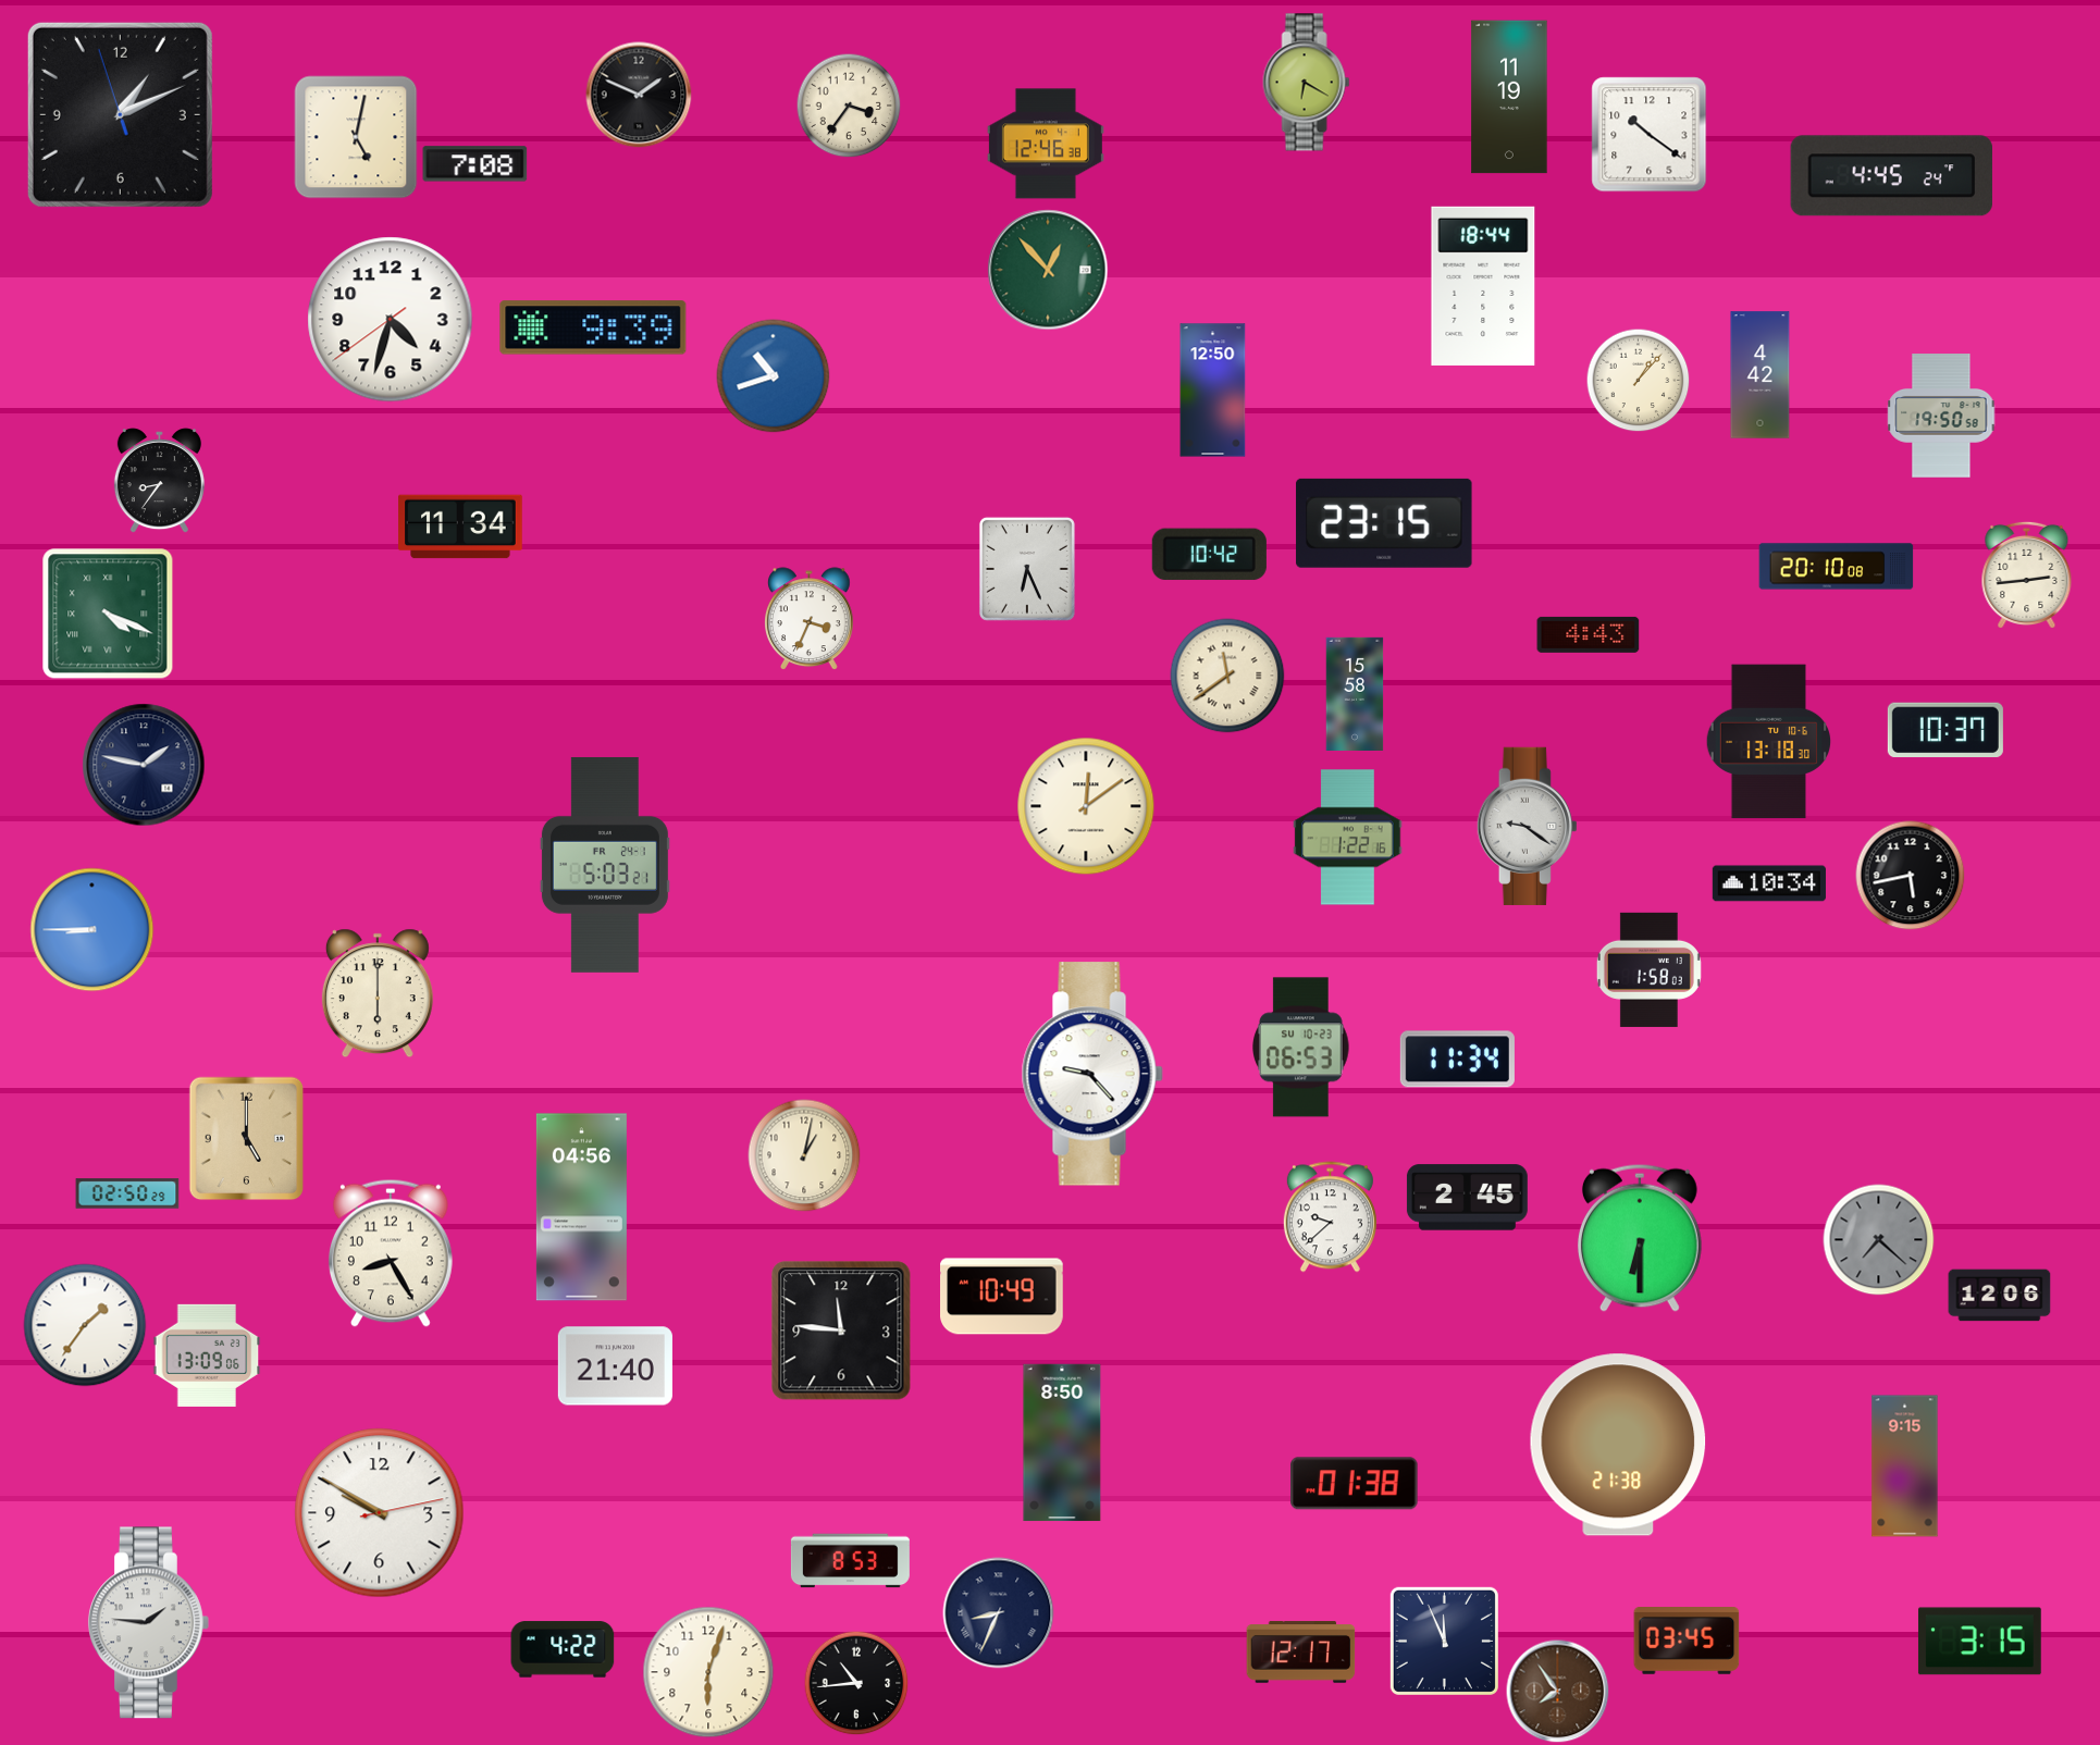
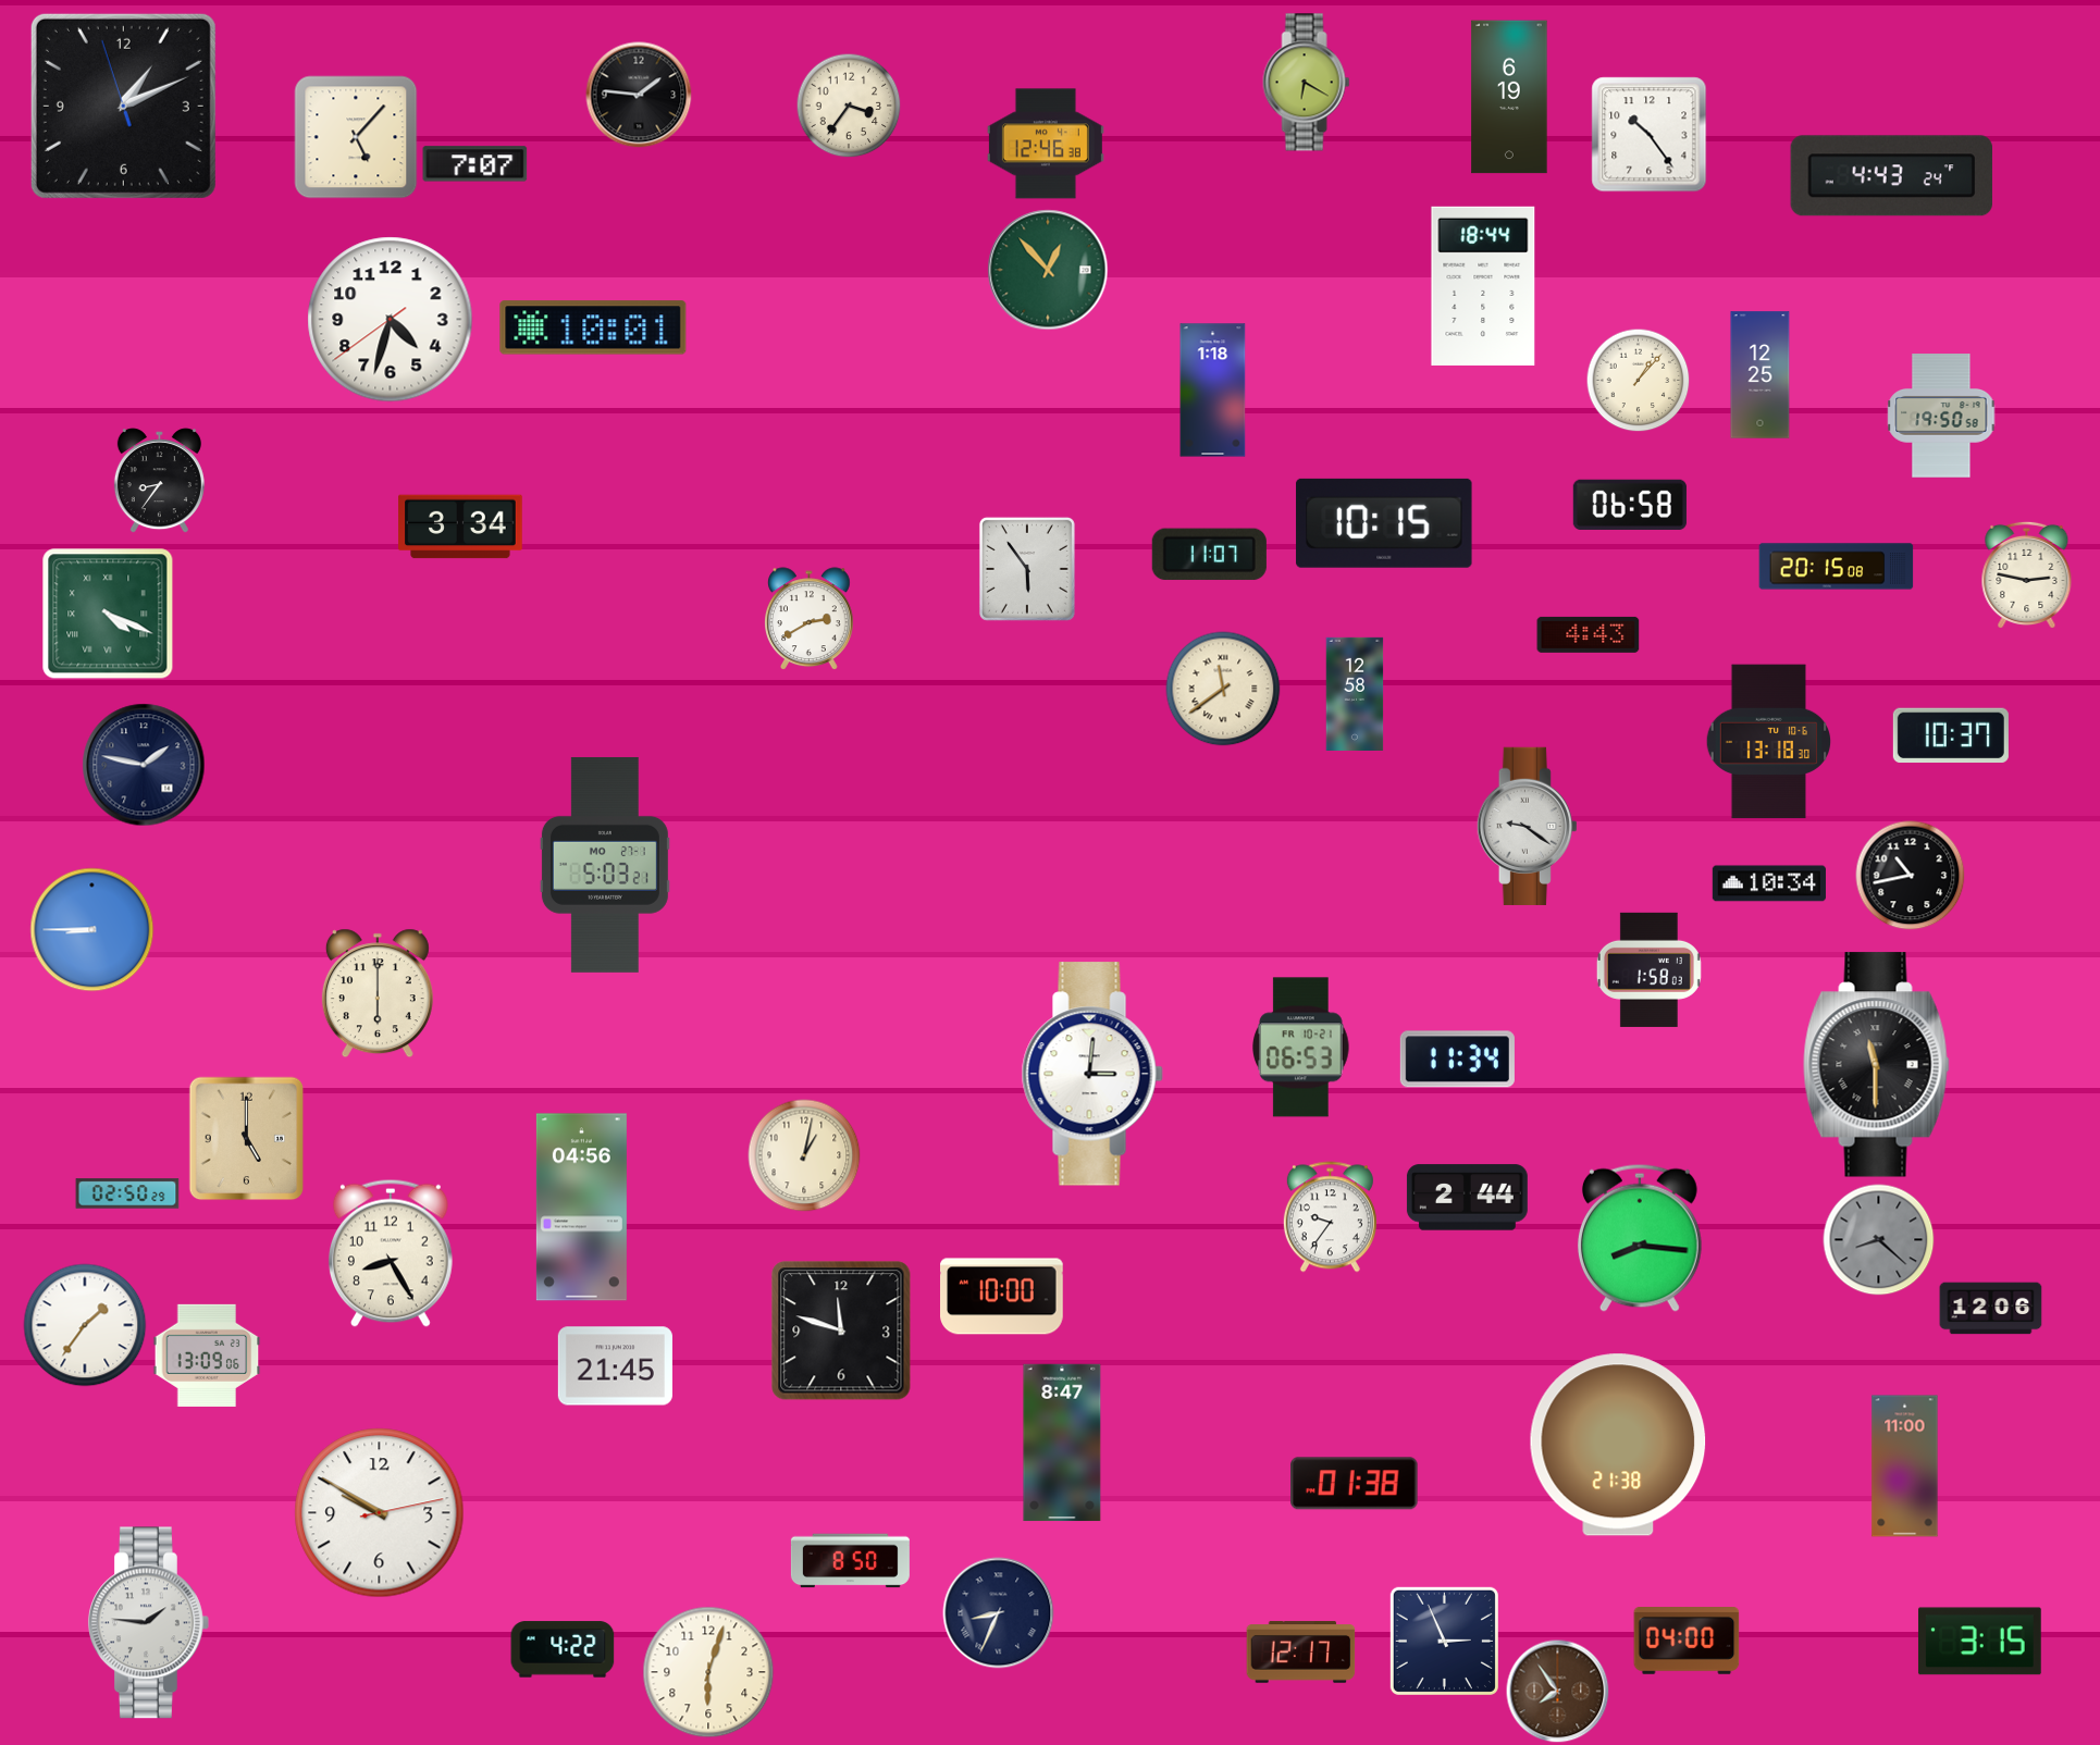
clock at (639, 95): 1:49 -> 1:46
clock at (1509, 97): 11:19 -> 6:19
clock at (120, 114) position: (120, 114) -> (123, 106)
clock at (1650, 135): 10:21 -> 10:24
clock at (356, 137): 5:02 -> 5:07
clock at (475, 164): 7:08 -> 7:07
clock at (1891, 176): 4:45 -> 4:43
clock at (593, 327): 9:39 -> 10:01
clock at (1761, 375): 4:42 -> 12:25
clock at (774, 376): 10:42 -> none
clock at (1213, 391): 12:50 -> 1:18
clock at (1630, 505): none -> 06:58
clock at (1384, 523): 23:15 -> 10:15
clock at (460, 527): 11:34 -> 3:34
clock at (1209, 555): 10:42 -> 11:07
clock at (1837, 567): 20:10 -> 20:15
clock at (1027, 569): 6:26 -> 5:54
clock at (2027, 574): 2:44 -> 2:47
clock at (810, 618): 3:34 -> 2:40
clock at (1227, 676) position: (1227, 676) -> (1223, 689)
clock at (1355, 693): 15:58 -> 12:58
clock at (1945, 730) position: (1945, 730) -> (1951, 735)
clock at (1086, 806): 12:09 -> none
clock at (1348, 838): 1:22 -> none
clock at (605, 865) date: FR 24-1 -> MO 27-1
clock at (1911, 876): 5:43 -> 10:43
clock at (1301, 1048) date: SU 10-23 -> FR 10-21
clock at (1877, 1065): none -> 11:30
clock at (1092, 1074): 9:23 -> 3:01
clock at (1467, 1198): 2:45 -> 2:44
clock at (1330, 1217): 9:38 -> 9:36
clock at (1640, 1238): 6:30 -> 8:16
clock at (1879, 1240): 7:22 -> 8:22
clock at (2000, 1296) position: (2000, 1296) -> (1991, 1309)
clock at (1002, 1297): 10:49 -> 10:00
clock at (841, 1331): 11:46 -> 11:48
clock at (615, 1366): 21:40 -> 21:45
clock at (1062, 1443): 8:50 -> 8:47
clock at (1905, 1466): 9:15 -> 11:00
clock at (850, 1561): 8:53 -> 8:50
clock at (1444, 1641): 11:56 -> 2:56
clock at (1687, 1642): 03:45 -> 04:00
clock at (856, 1683): 10:44 -> none
